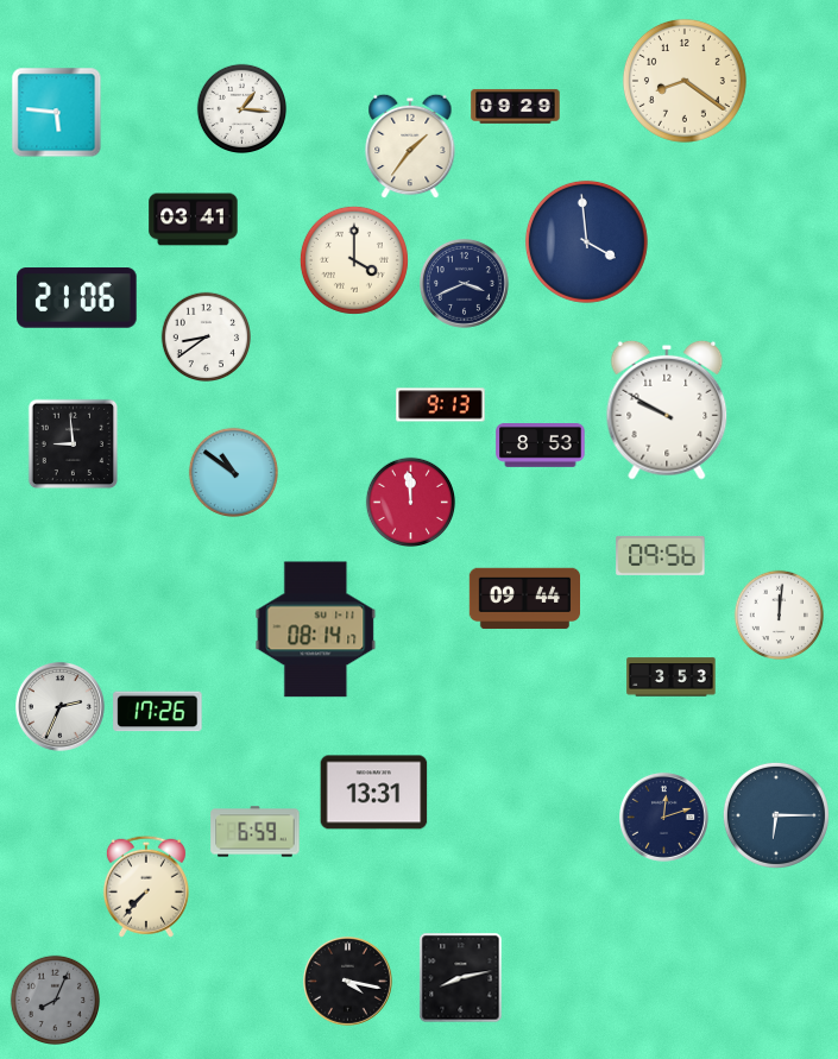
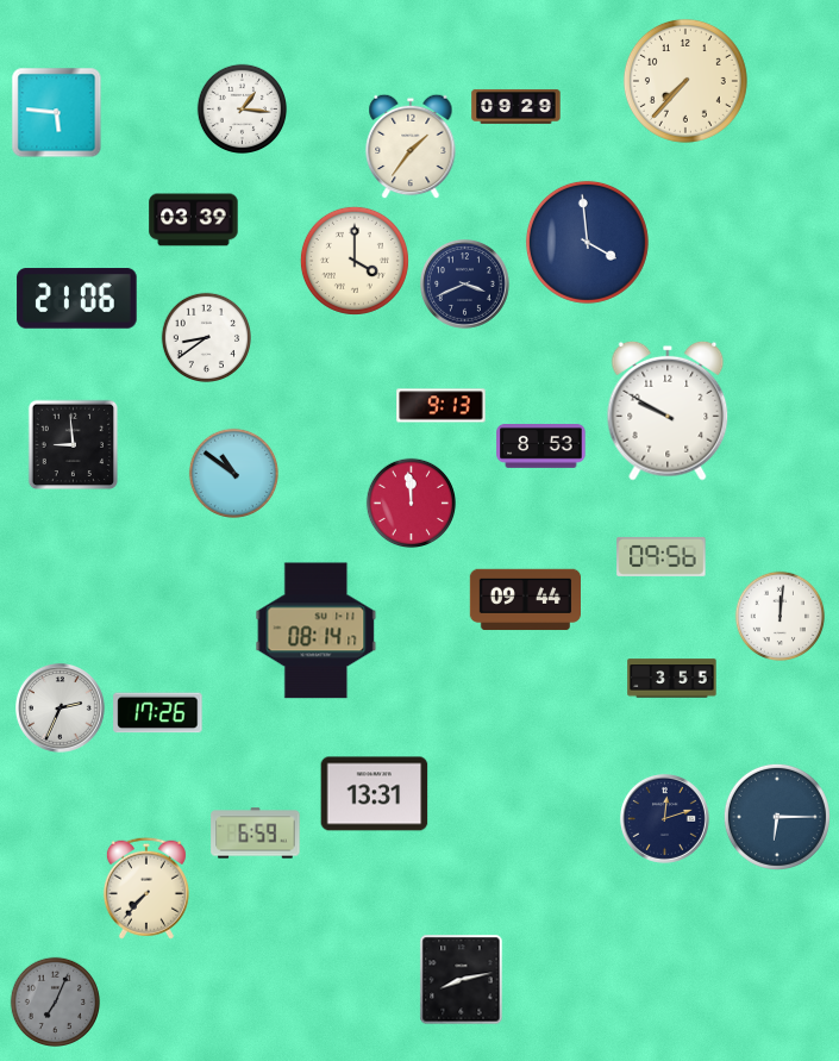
clock at (685, 81): 8:21 -> 7:37
clock at (194, 220): 03:41 -> 03:39
clock at (672, 677): 3:53 -> 3:55
clock at (348, 982): 4:17 -> none
clock at (55, 1000): 8:04 -> 7:04
